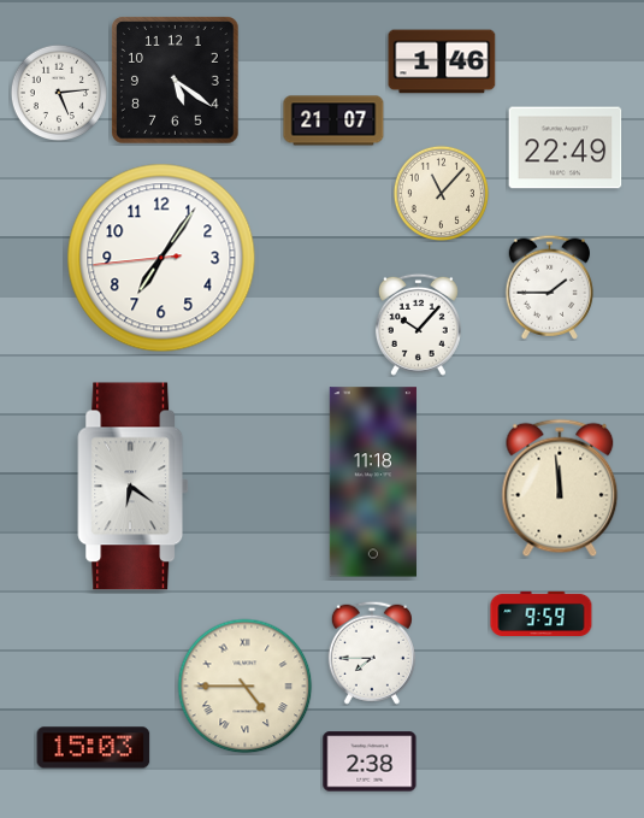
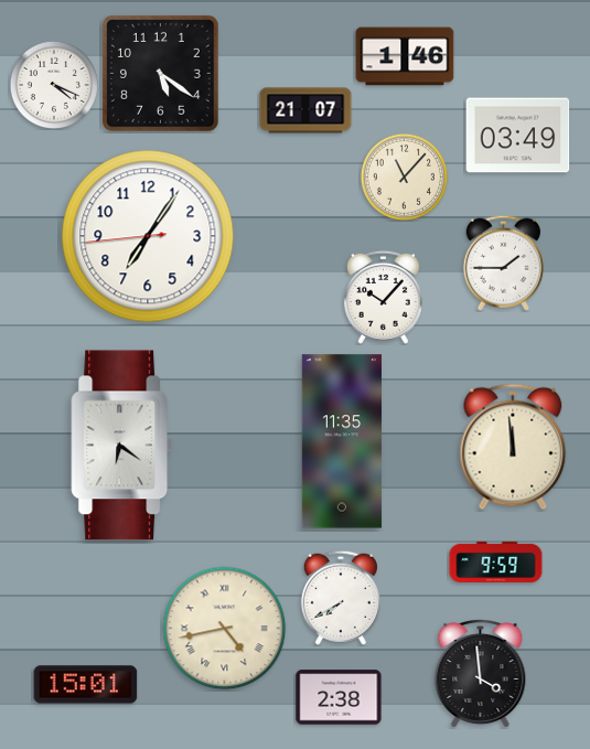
clock at (59, 93): 5:14 -> 4:19
clock at (566, 148): 22:49 -> 03:49
clock at (373, 482): 11:18 -> 11:35
clock at (372, 653): 7:45 -> 7:40
clock at (246, 687): 4:45 -> 4:43
clock at (481, 674): none -> 3:59
clock at (94, 748): 15:03 -> 15:01
